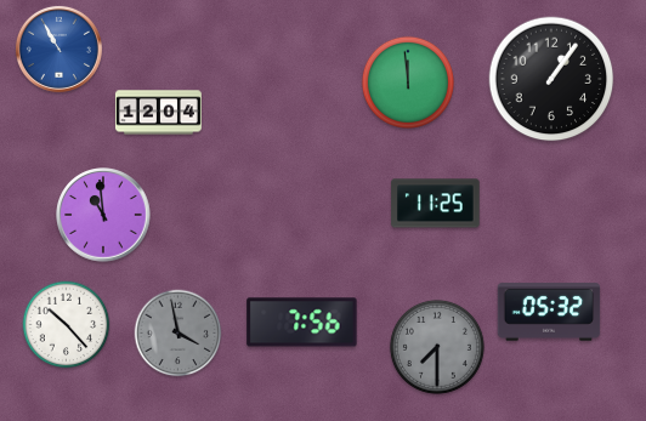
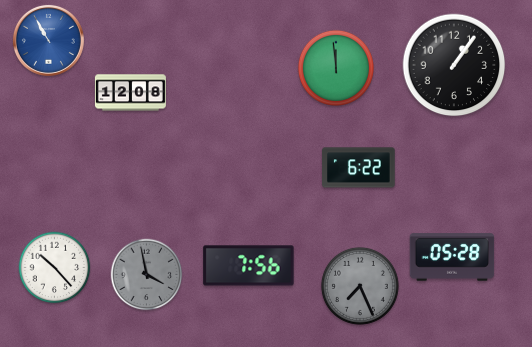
clock at (158, 113): 12:04 -> 12:08
clock at (436, 204): 11:25 -> 6:22
clock at (103, 215): 10:59 -> none
clock at (549, 312): 05:32 -> 05:28
clock at (437, 347): 7:30 -> 7:26
